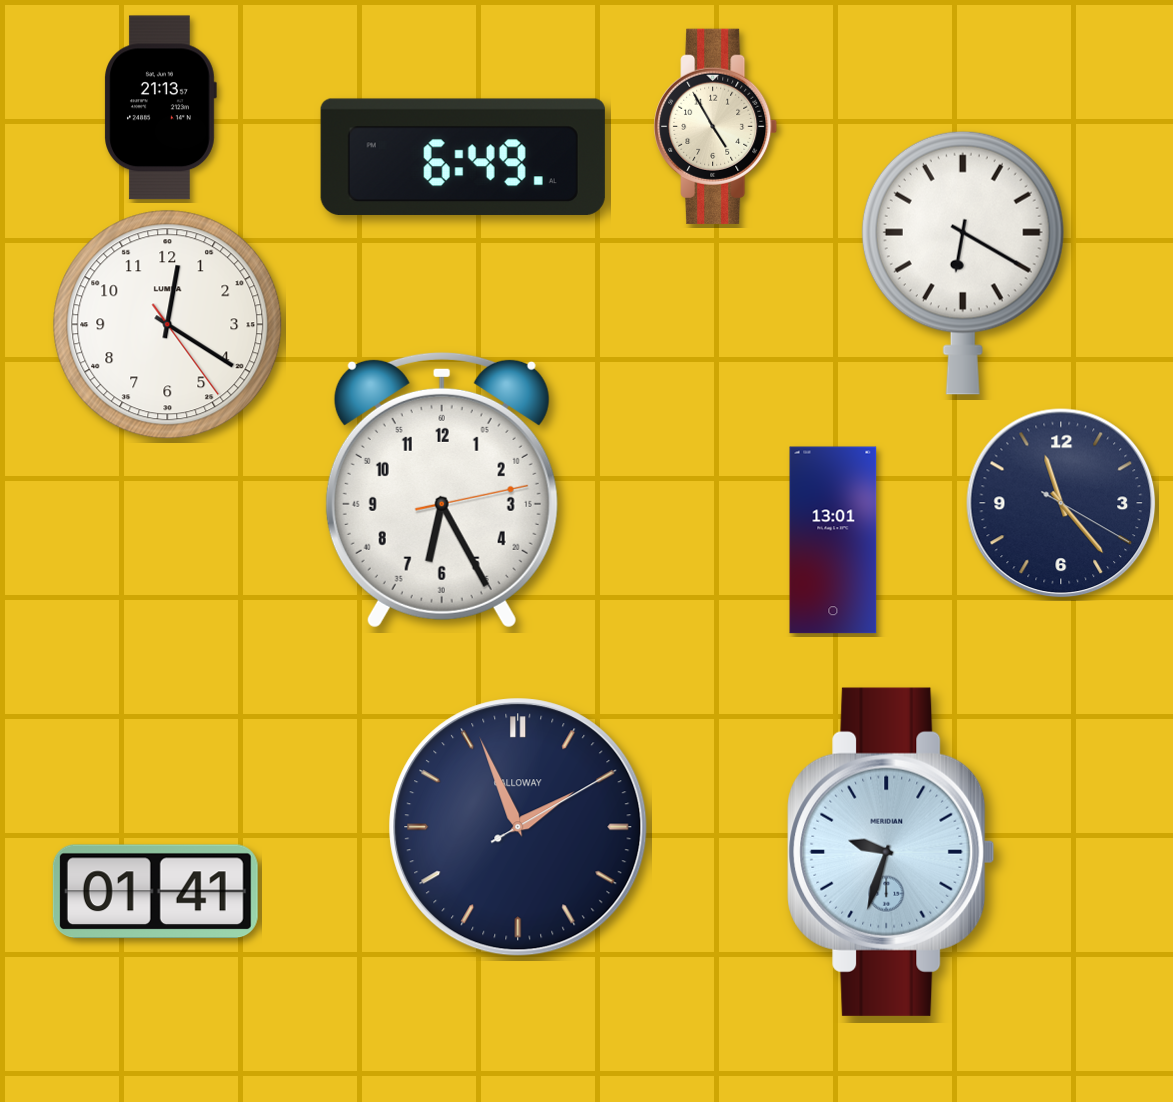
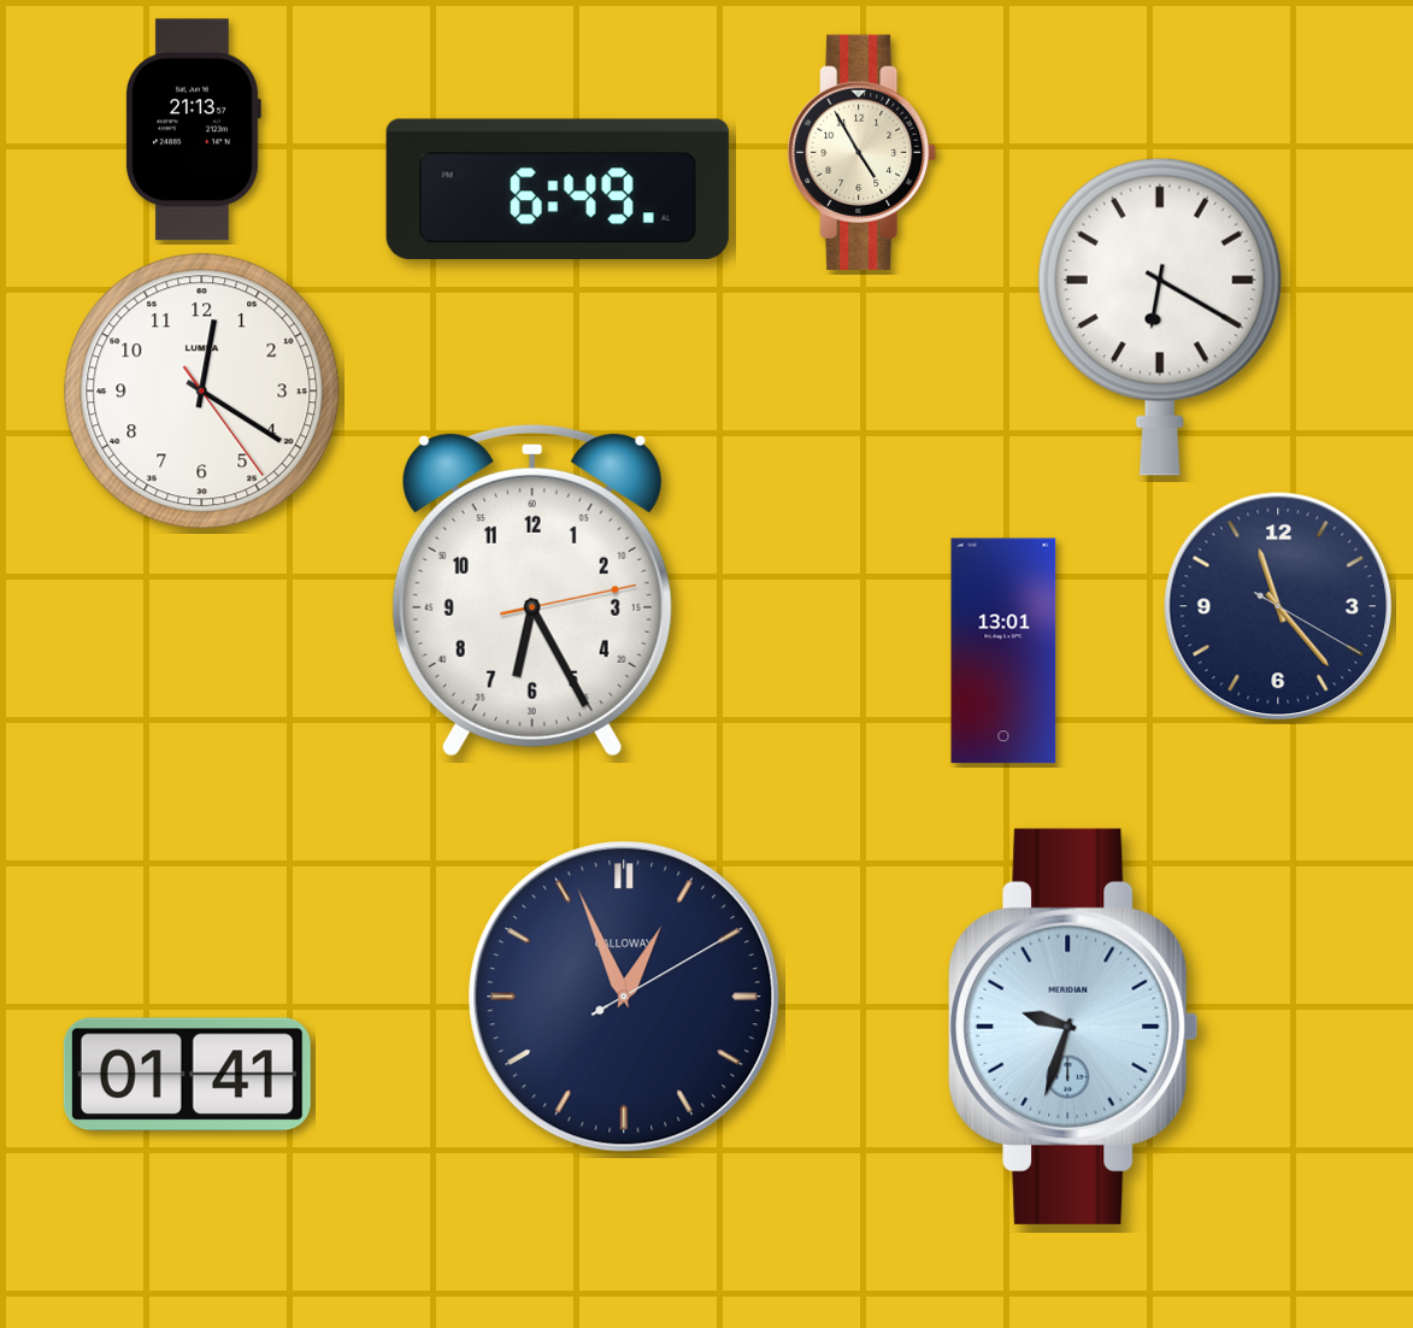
clock at (518, 827): 1:56 -> 12:56
